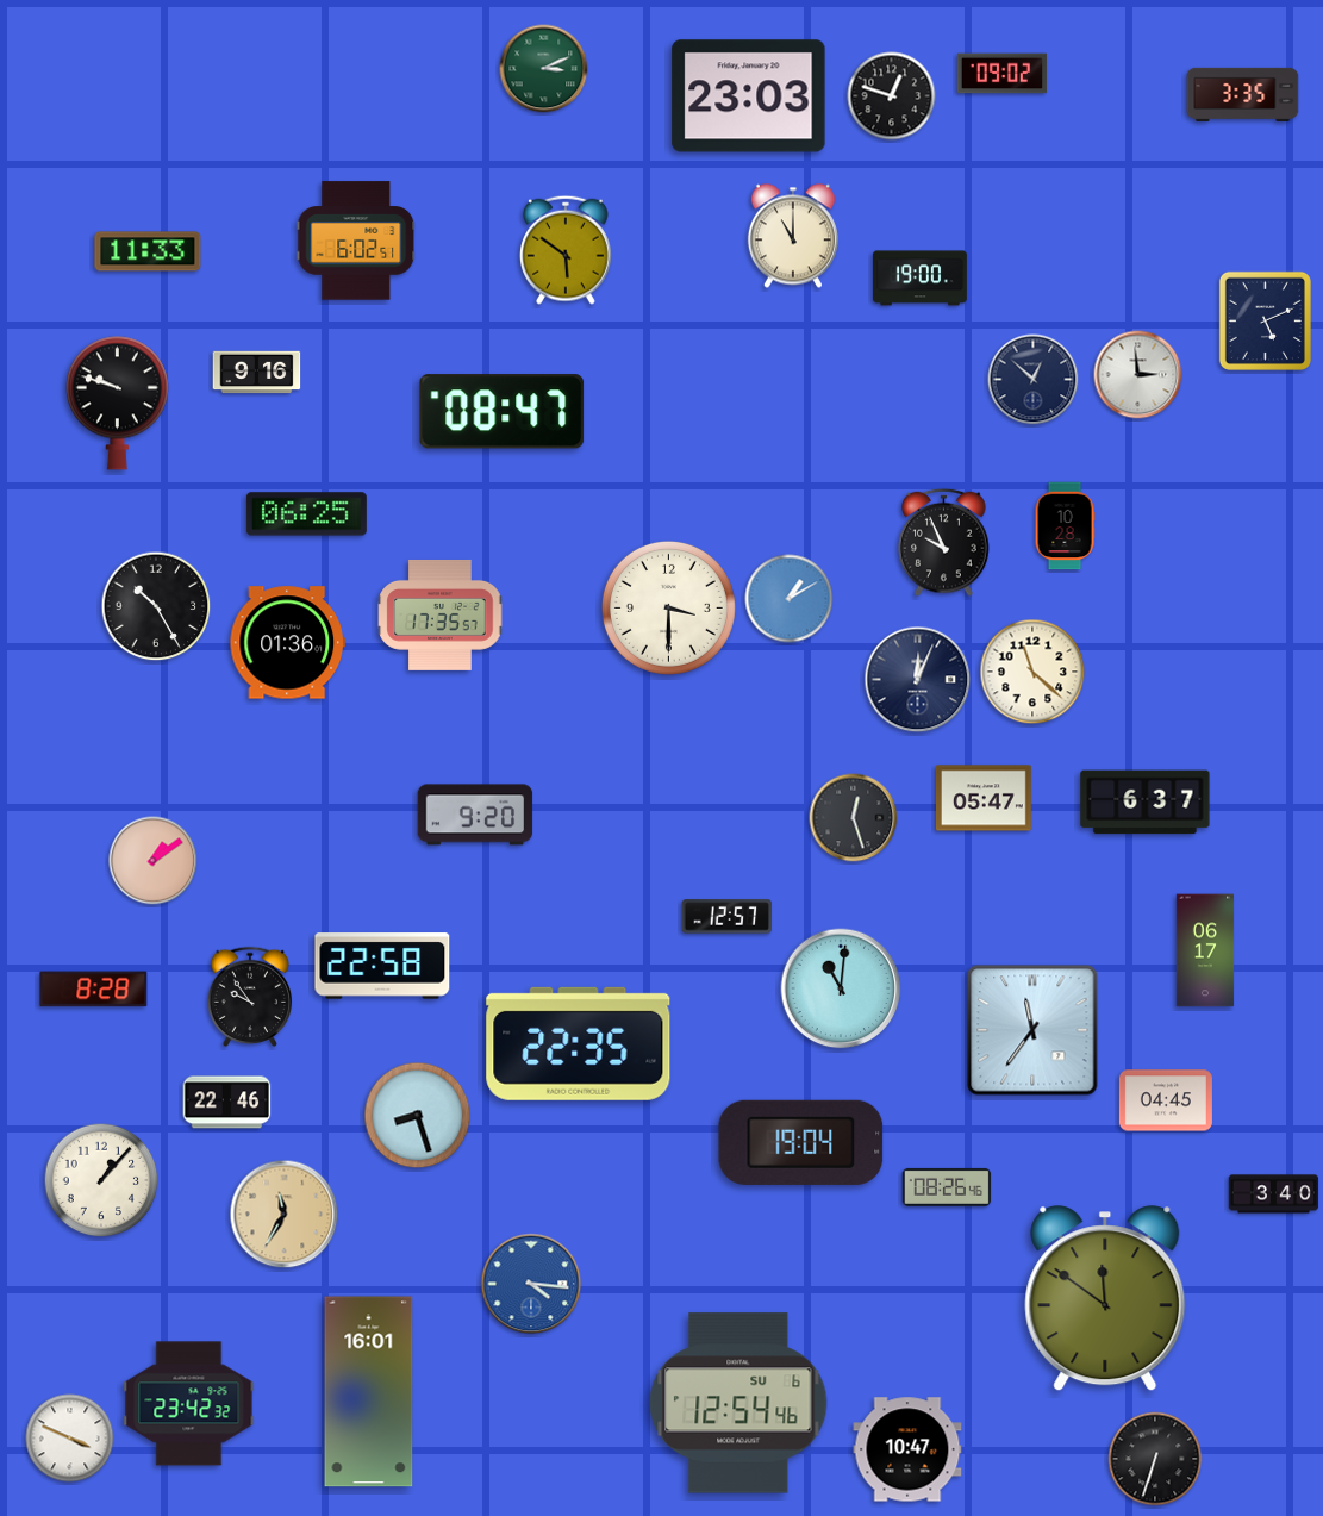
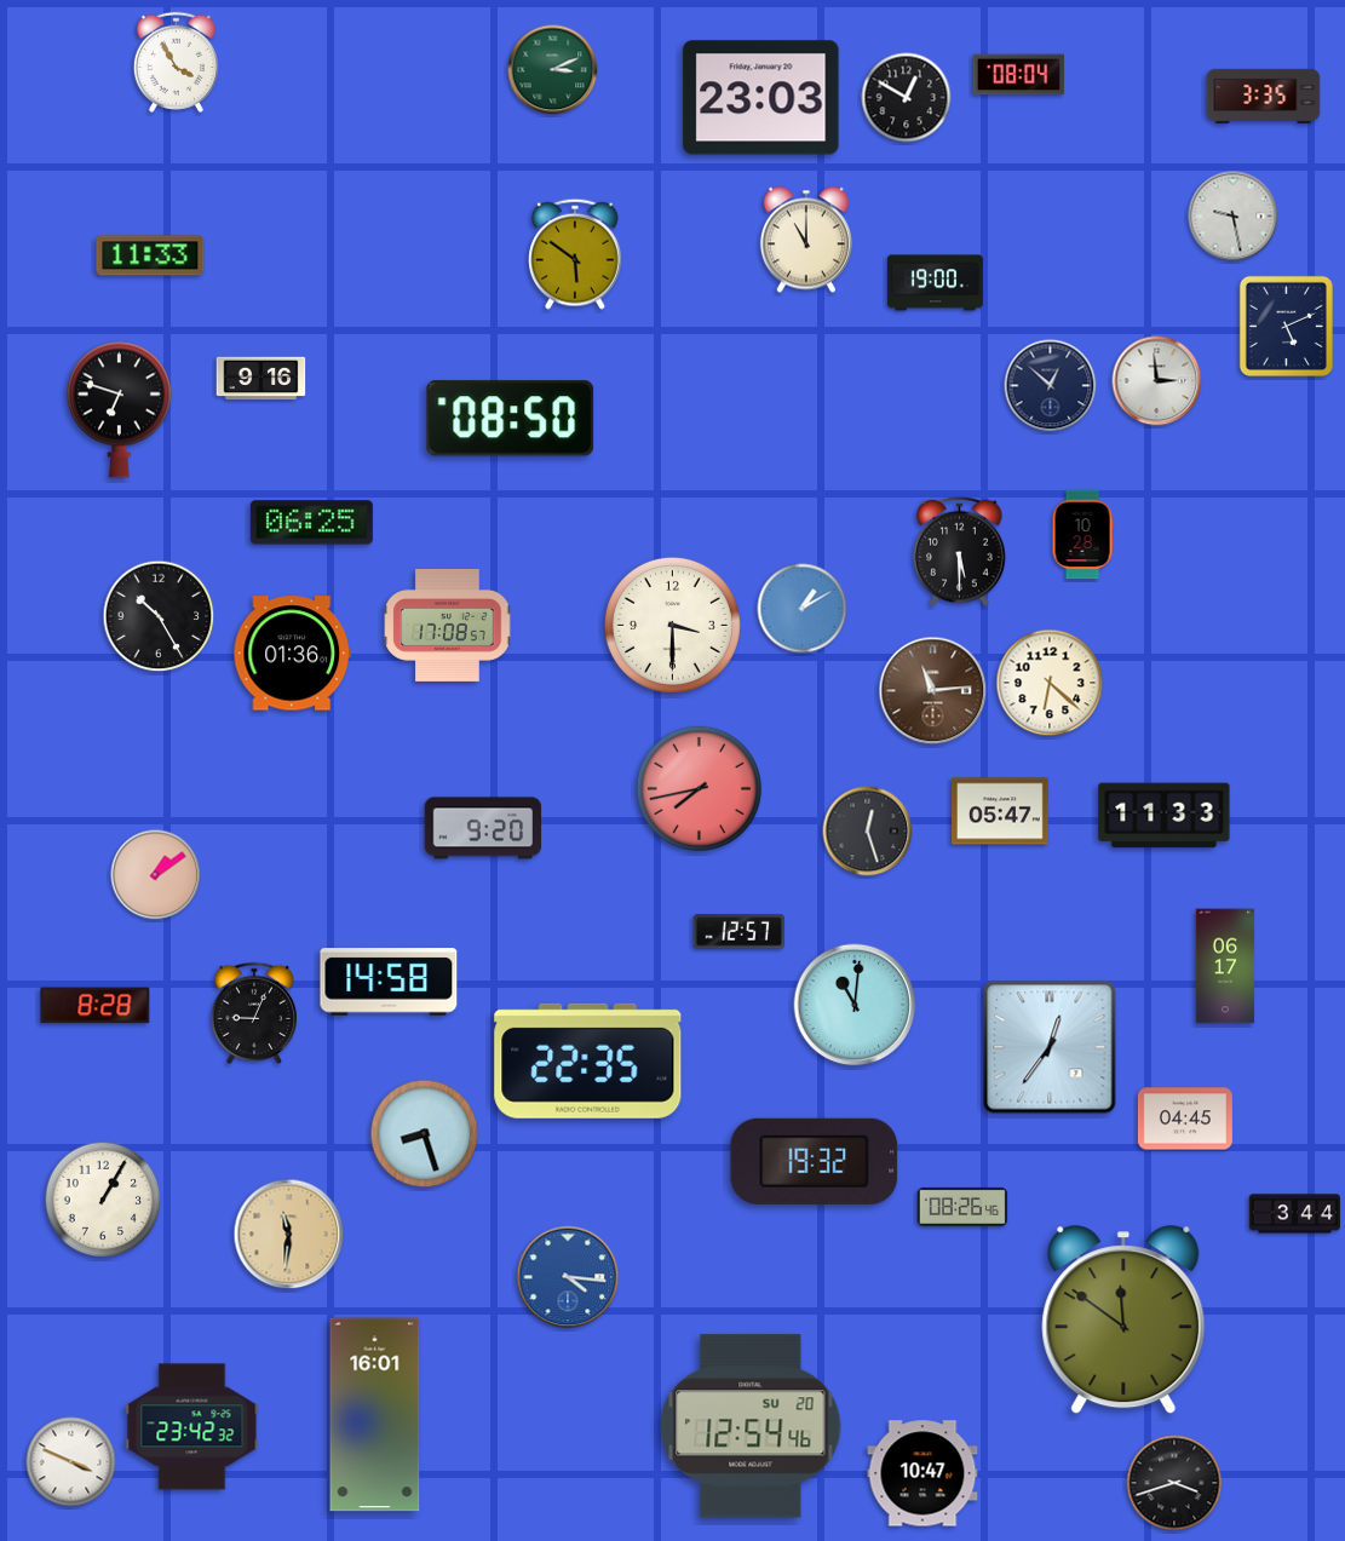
clock at (176, 62): none -> 3:55
clock at (1003, 74): 09:02 -> 08:04
clock at (892, 96): 12:48 -> 12:50
clock at (1234, 217): none -> 9:28
clock at (356, 241): 6:02 -> none
clock at (117, 403): 9:48 -> 6:48
clock at (503, 412): 08:47 -> 08:50
clock at (944, 542): 9:56 -> 5:30
clock at (668, 607) position: (668, 607) -> (672, 625)
clock at (441, 614): 17:35 -> 17:08
clock at (1032, 672): 11:22 -> 6:22
clock at (918, 680): 12:04 -> 11:14
clock at (918, 680) dial: navy -> brown
clock at (699, 788): none -> 7:43
clock at (1146, 803): 6:37 -> 11:33
clock at (382, 966): 22:58 -> 14:58
clock at (249, 997): 9:54 -> 9:04
clock at (1032, 1030): 11:36 -> 12:36
clock at (227, 1103): 22:46 -> none
clock at (801, 1142): 19:04 -> 19:32
clock at (101, 1180): 1:07 -> 1:05
clock at (1274, 1194): 3:40 -> 3:44
clock at (285, 1215): 11:35 -> 11:31
clock at (531, 1284) position: (531, 1284) -> (568, 1277)
clock at (738, 1403) date: SU 6 -> SU 20
clock at (1155, 1459): 6:33 -> 3:42
